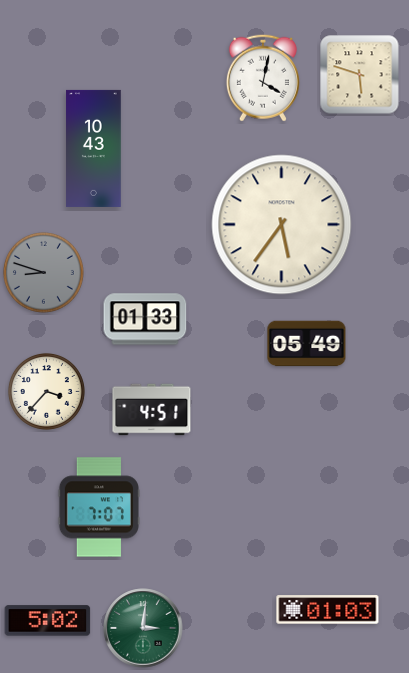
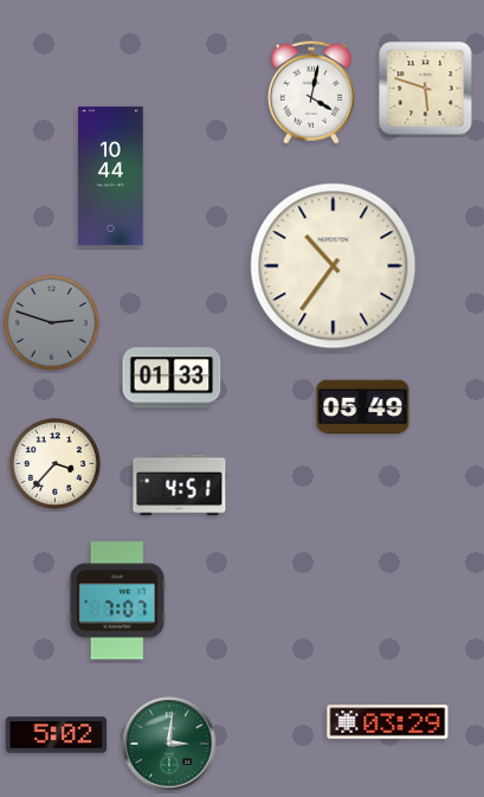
clock at (94, 148): 10:43 -> 10:44
clock at (282, 225): 5:36 -> 10:36
clock at (44, 273): 8:48 -> 2:48
clock at (328, 610): 01:03 -> 03:29
